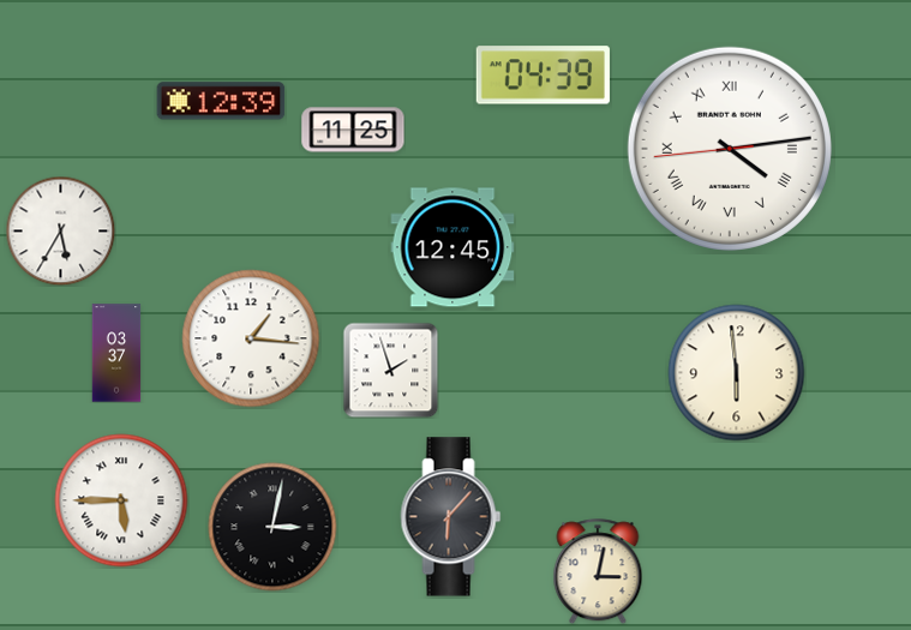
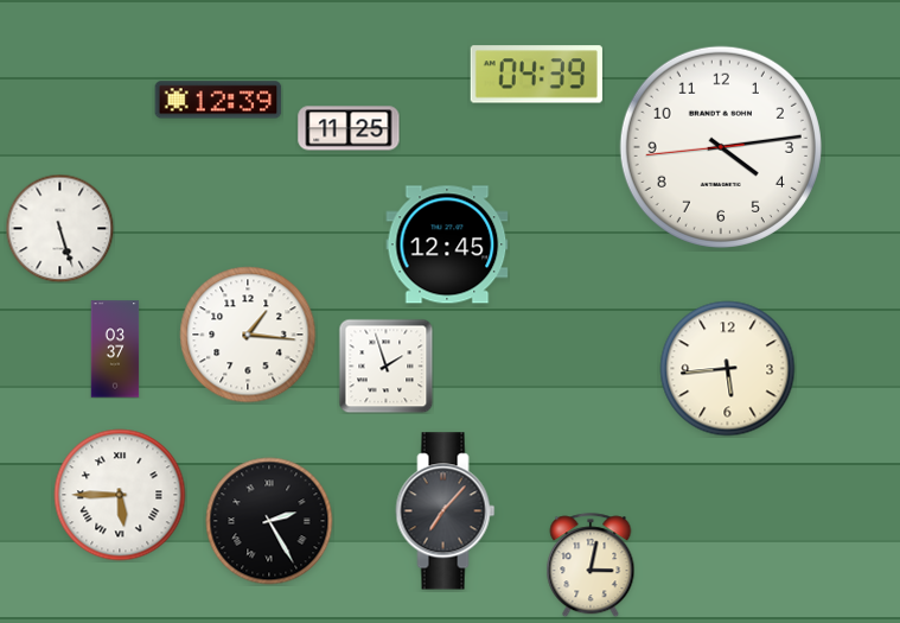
clock at (730, 149) numerals: Roman -> Arabic
clock at (60, 230): 5:35 -> 5:27
clock at (737, 373): 5:59 -> 5:44
clock at (451, 517): 6:07 -> 7:07
clock at (272, 527): 3:02 -> 2:25
